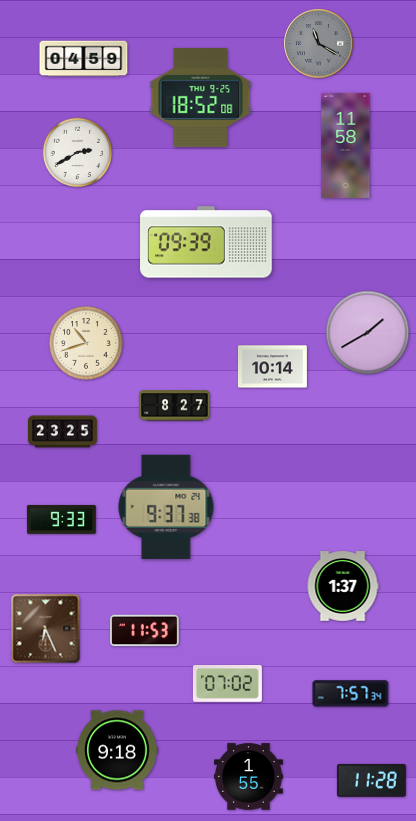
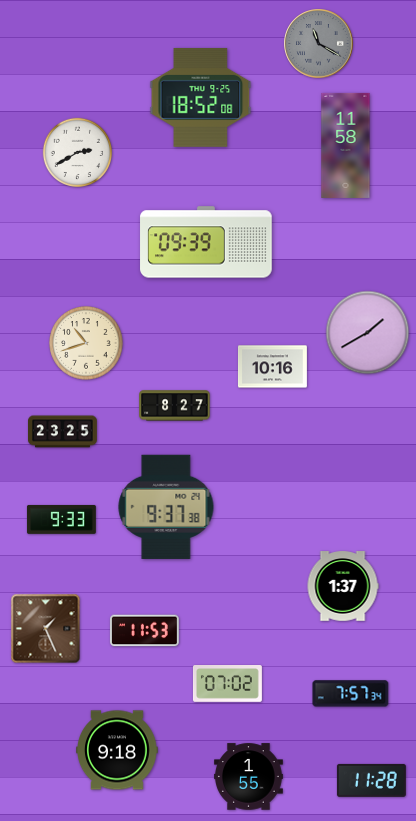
clock at (84, 59): 04:59 -> none
clock at (272, 367): 10:14 -> 10:16
clock at (46, 629): 6:26 -> 1:26
